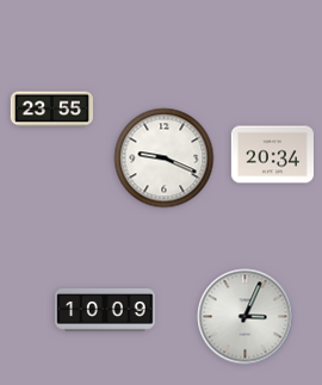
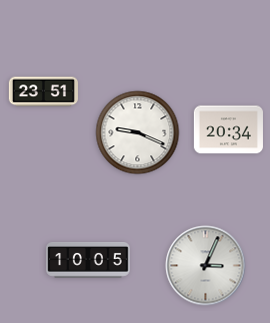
clock at (51, 110): 23:55 -> 23:51
clock at (105, 311): 10:09 -> 10:05
